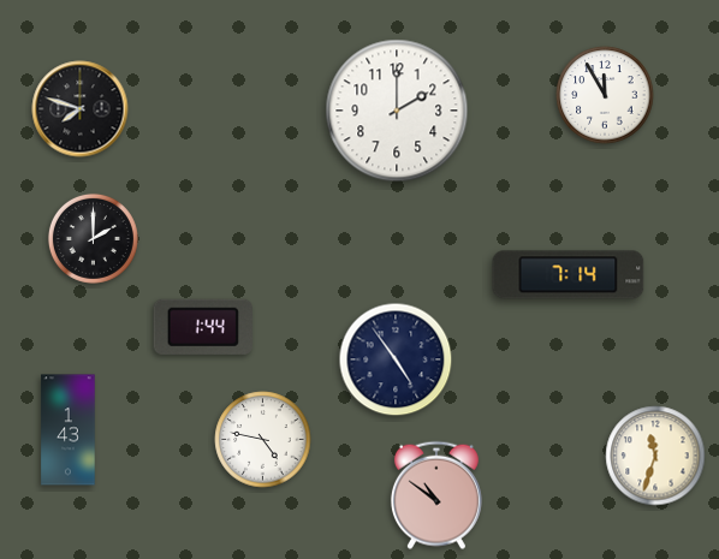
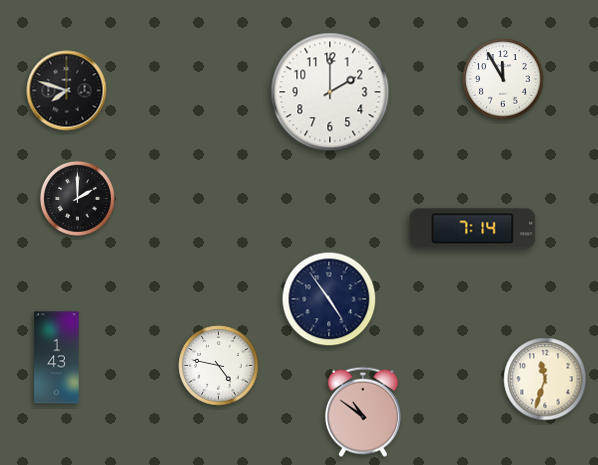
clock at (203, 327): 1:44 -> none
